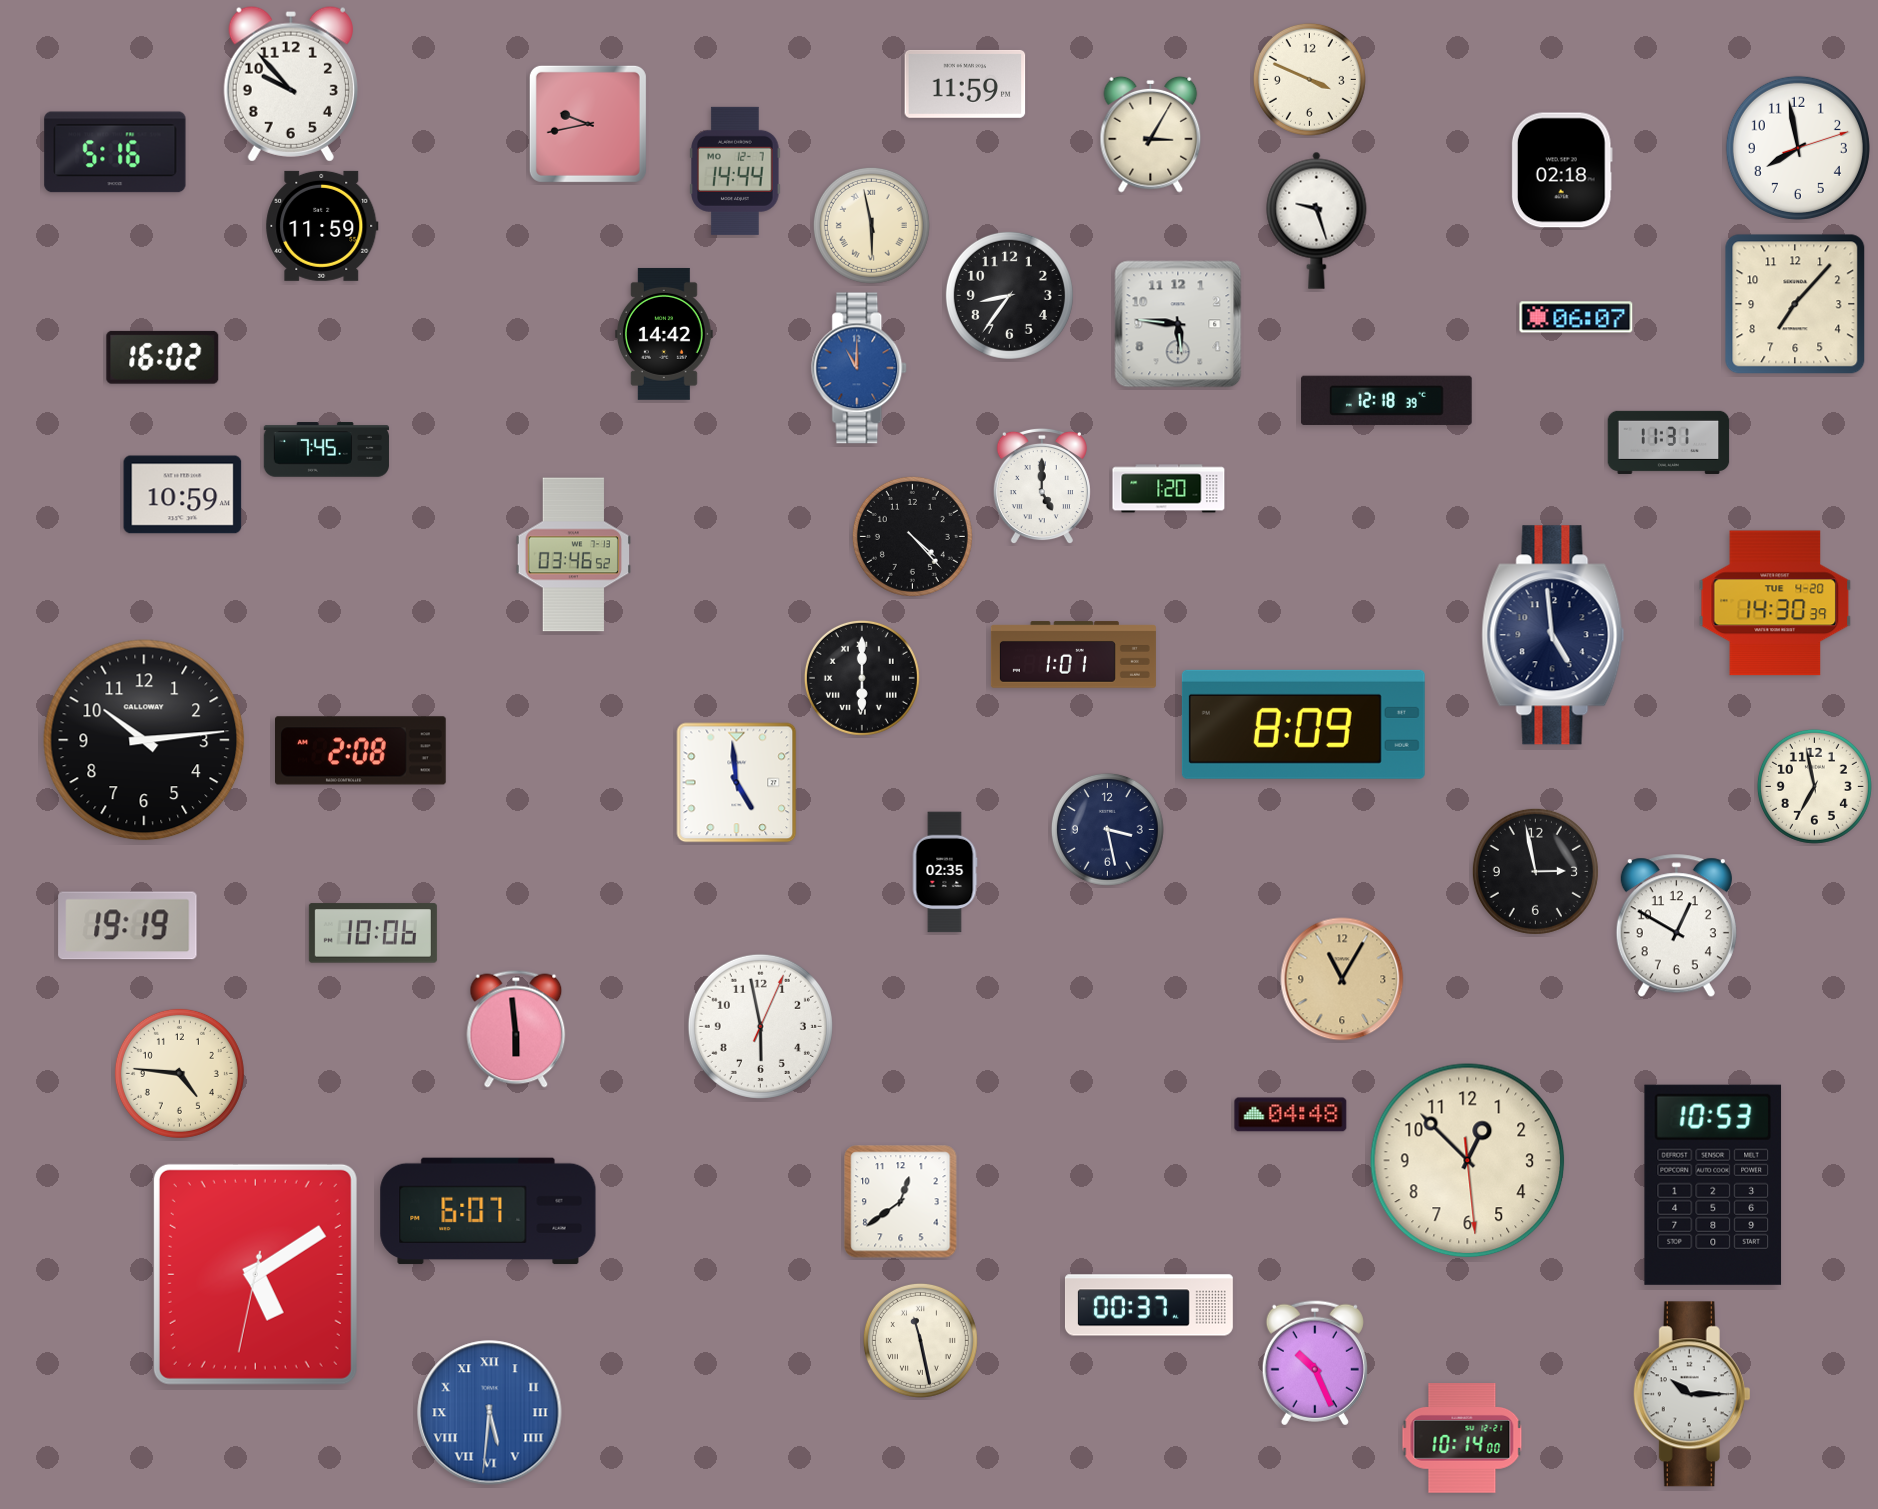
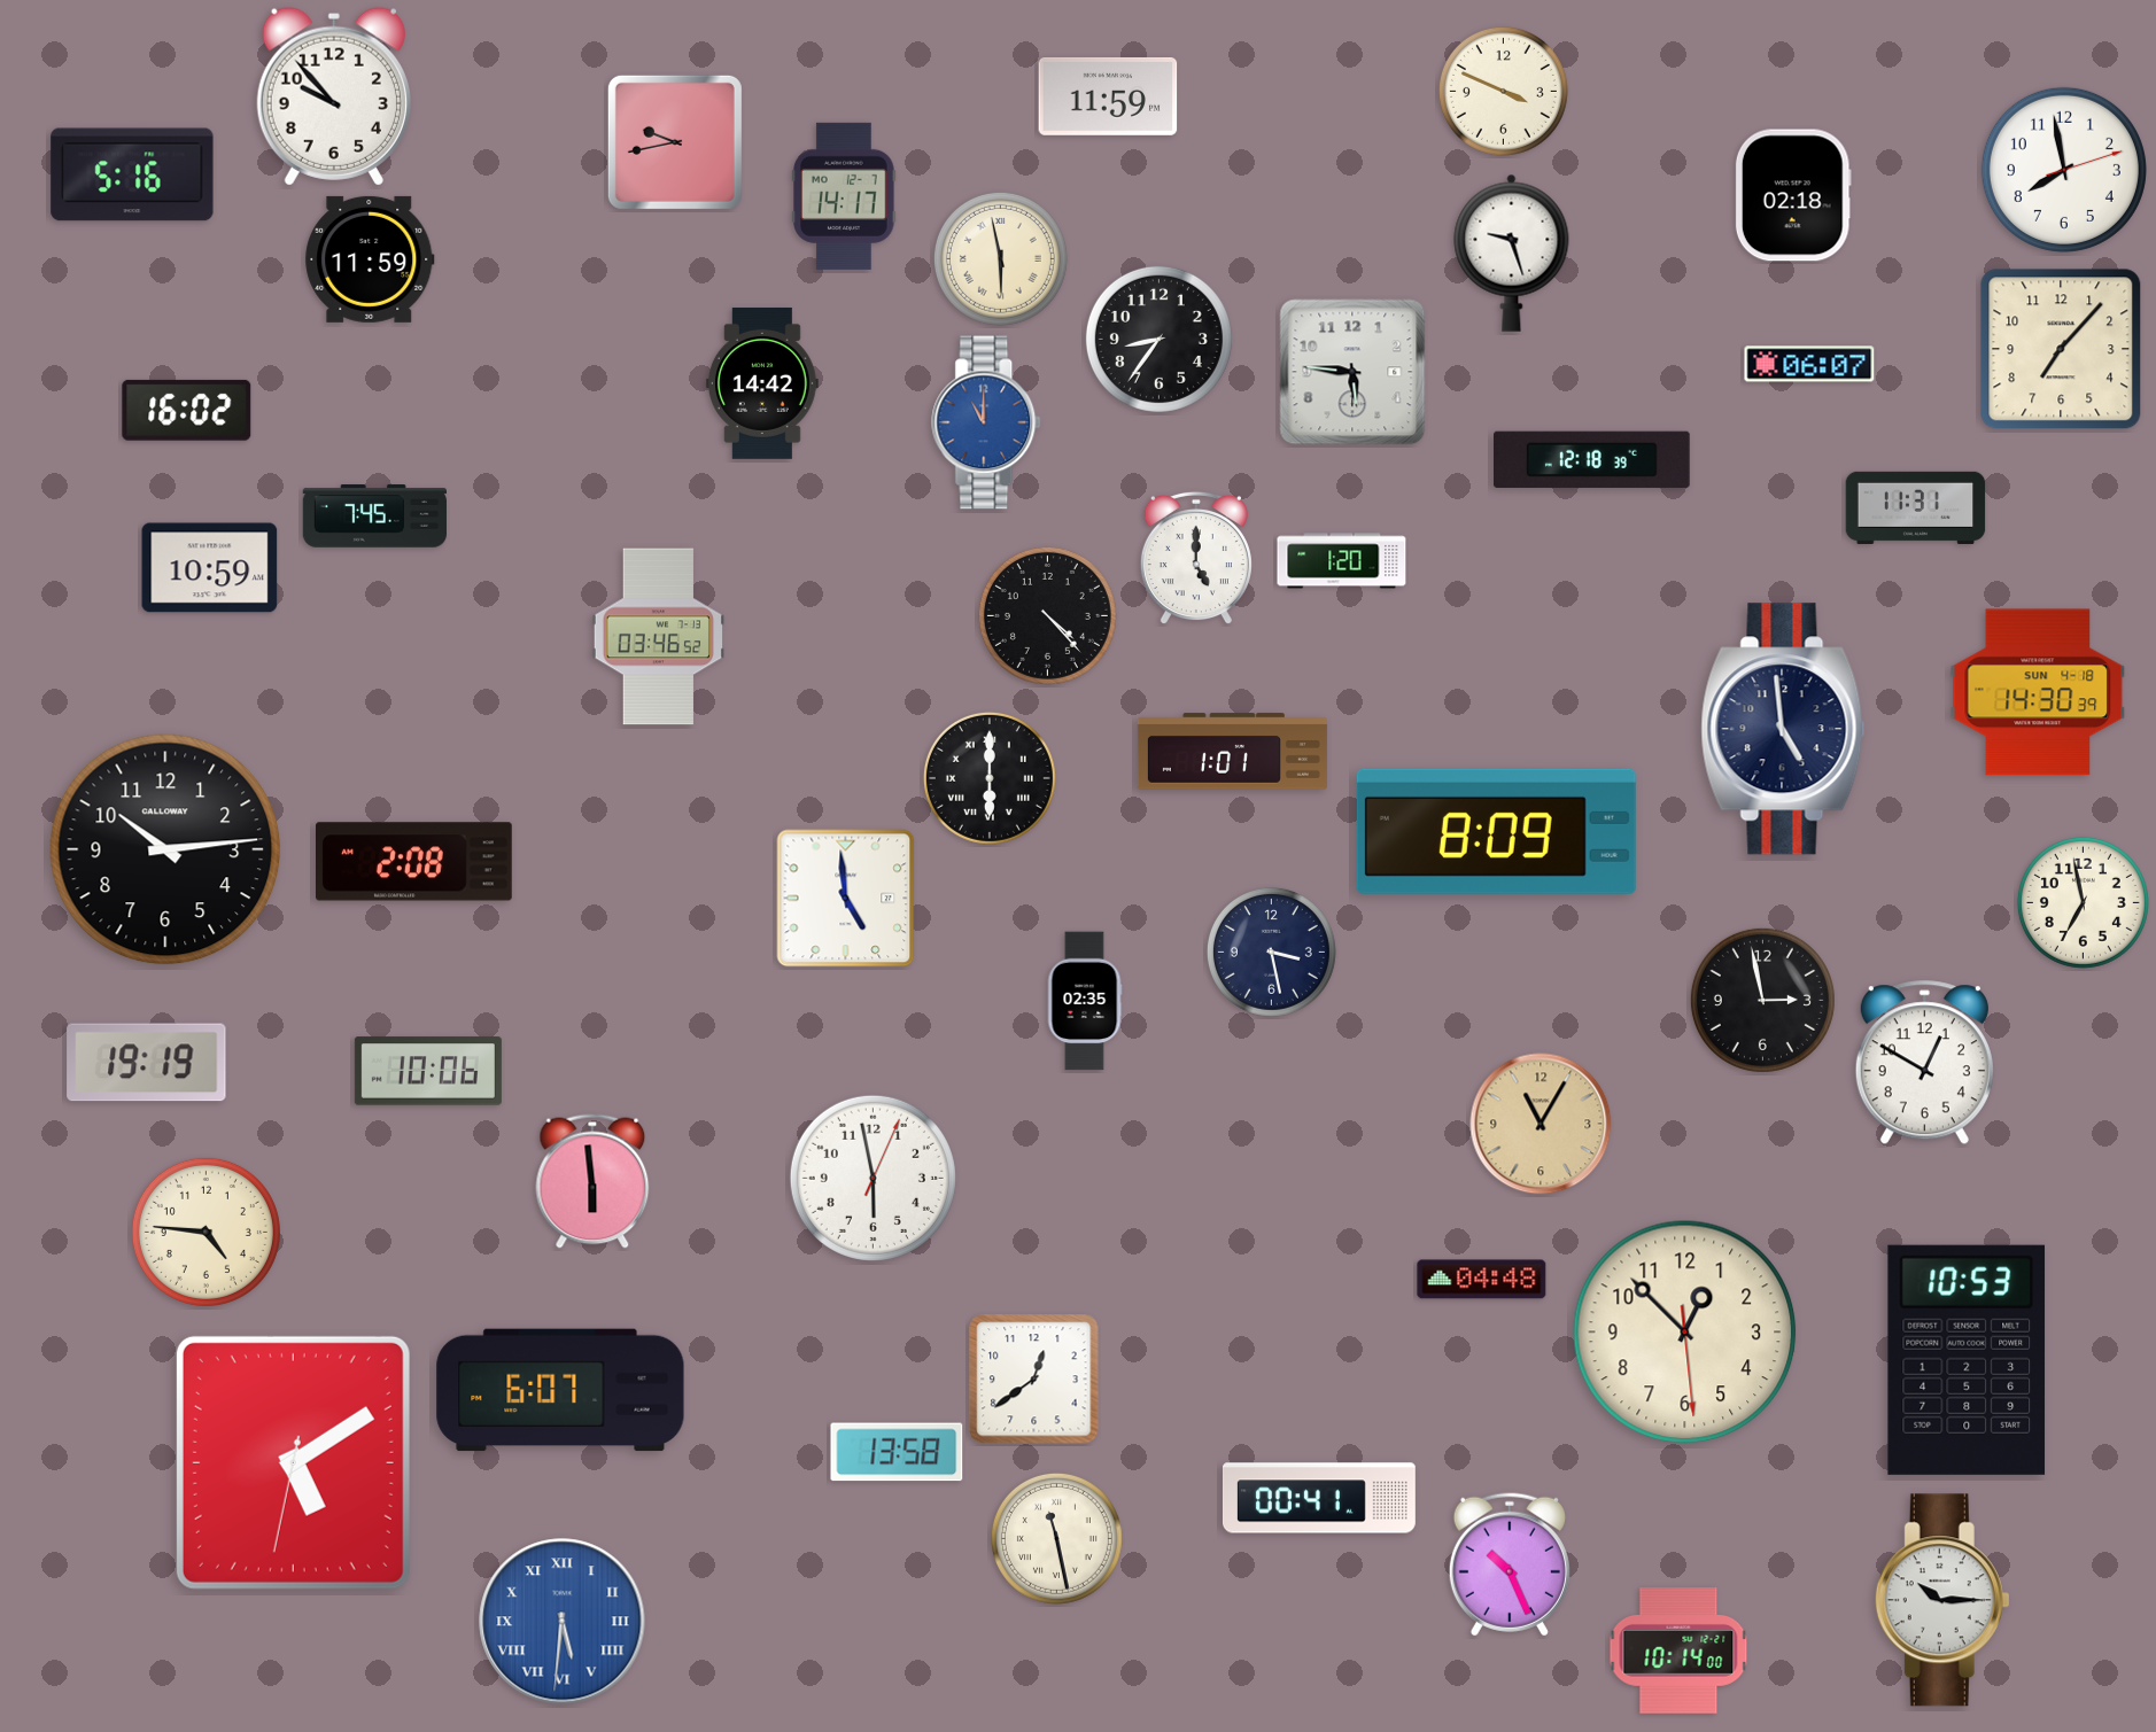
clock at (1151, 134): 3:05 -> none
clock at (735, 171): 14:44 -> 14:17
clock at (1775, 603) date: TUE 4-20 -> SUN 4-18
clock at (897, 1452): none -> 13:58
clock at (1149, 1305): 00:37 -> 00:41
